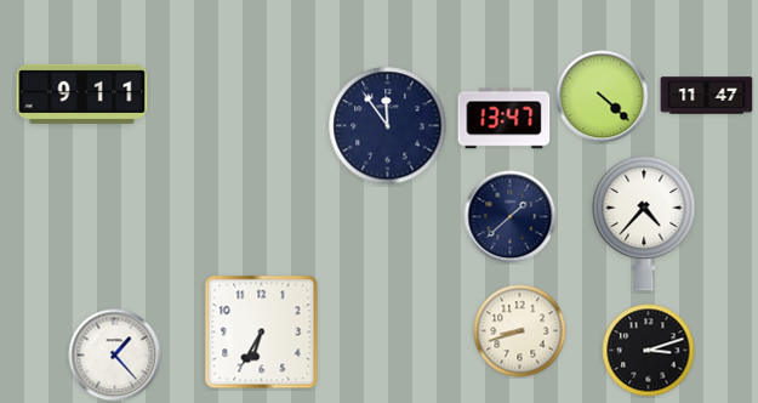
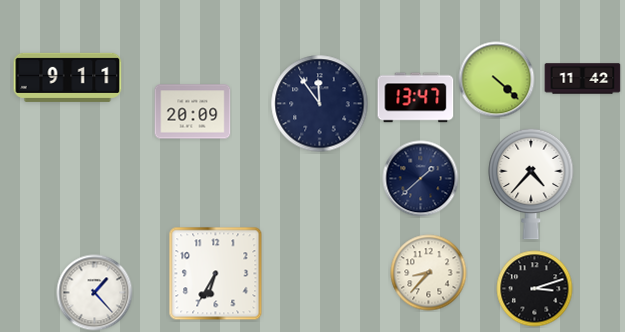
clock at (707, 96): 11:47 -> 11:42
clock at (193, 112): none -> 20:09
clock at (520, 331): 8:42 -> 8:37
